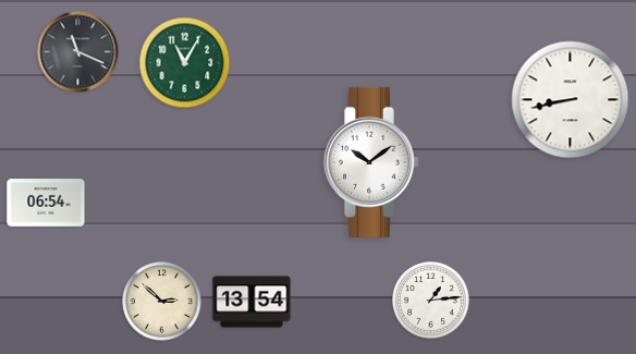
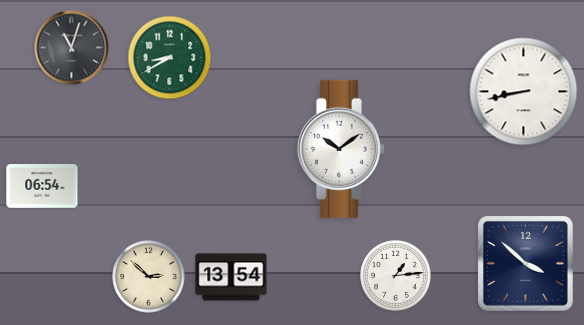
clock at (78, 52): 11:19 -> 11:03
clock at (185, 63): 11:05 -> 8:40
clock at (526, 264): none -> 3:52
